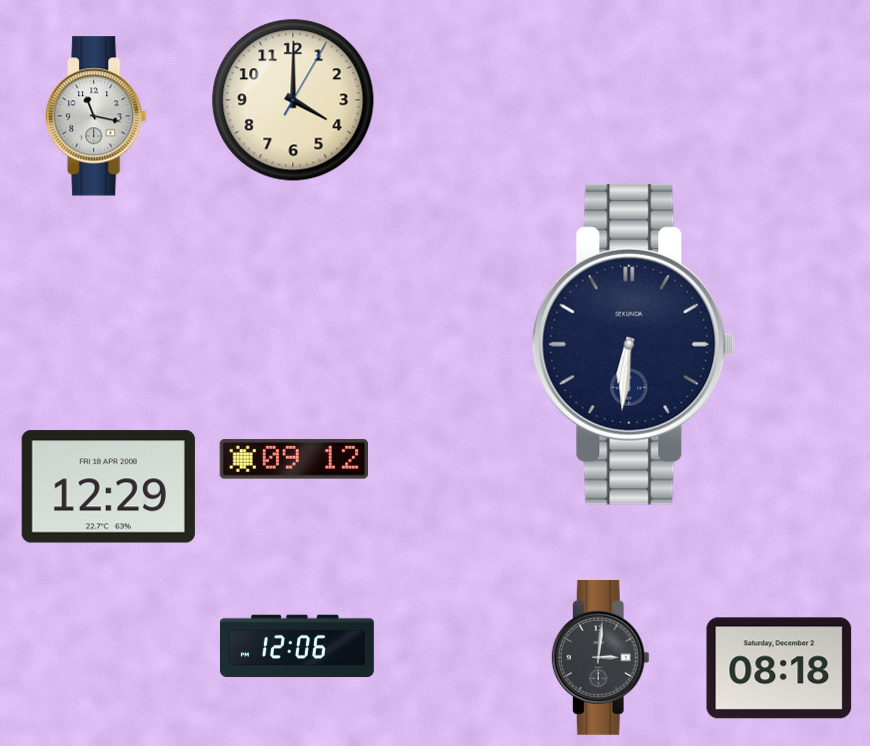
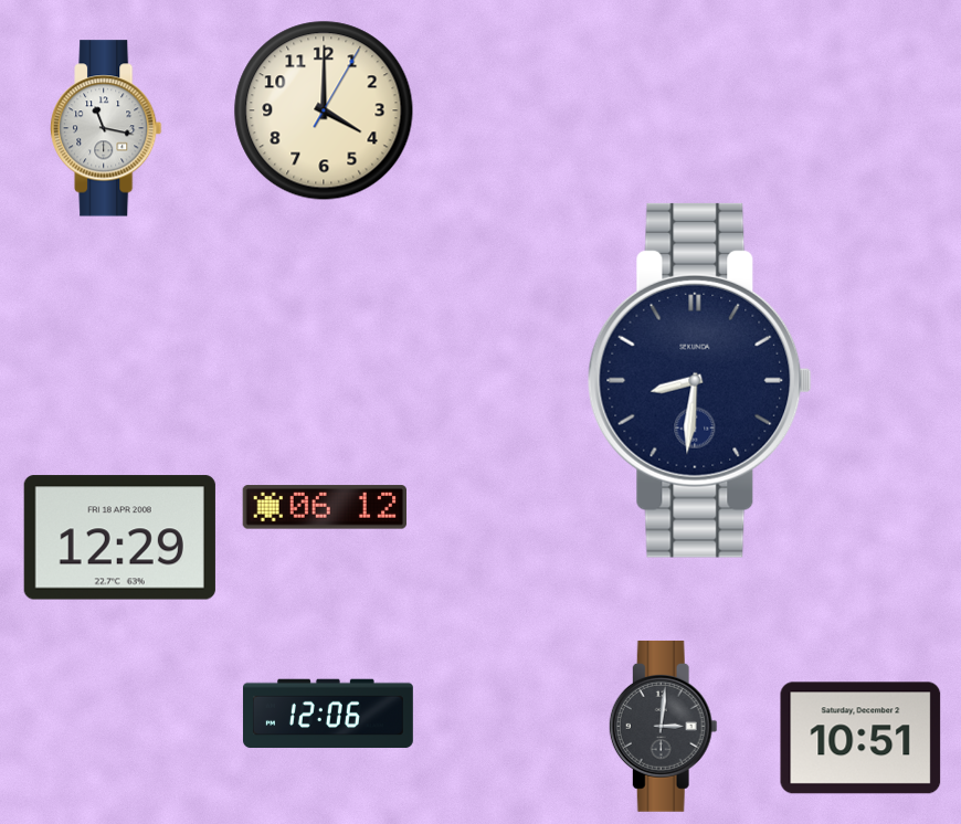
clock at (633, 344): 6:31 -> 8:31
clock at (293, 459): 09:12 -> 06:12
clock at (779, 668): 08:18 -> 10:51
